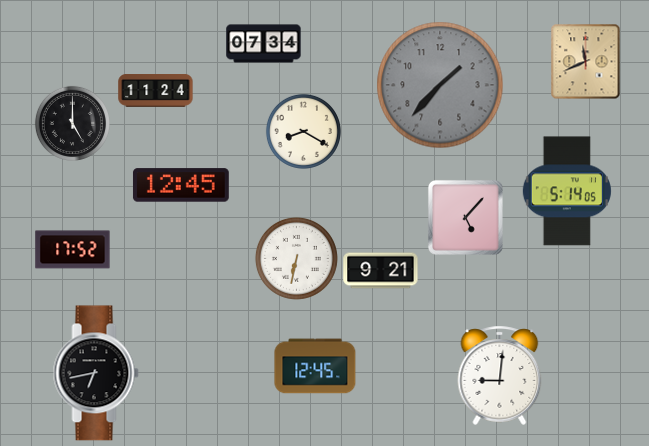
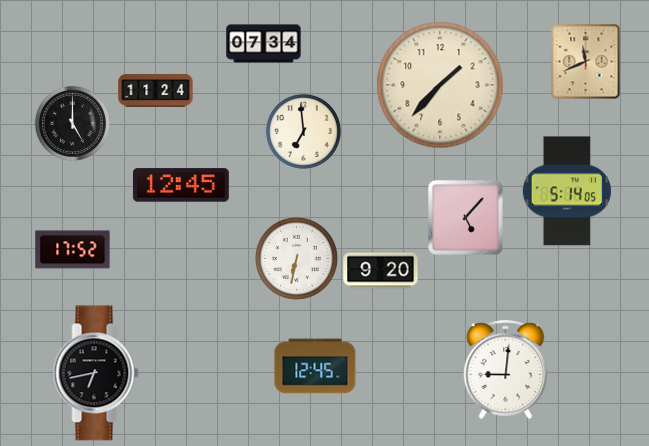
clock at (440, 85) dial: grey -> cream
clock at (303, 131): 8:20 -> 6:59
clock at (381, 271): 9:21 -> 9:20
clock at (500, 375) position: (500, 375) -> (506, 369)
